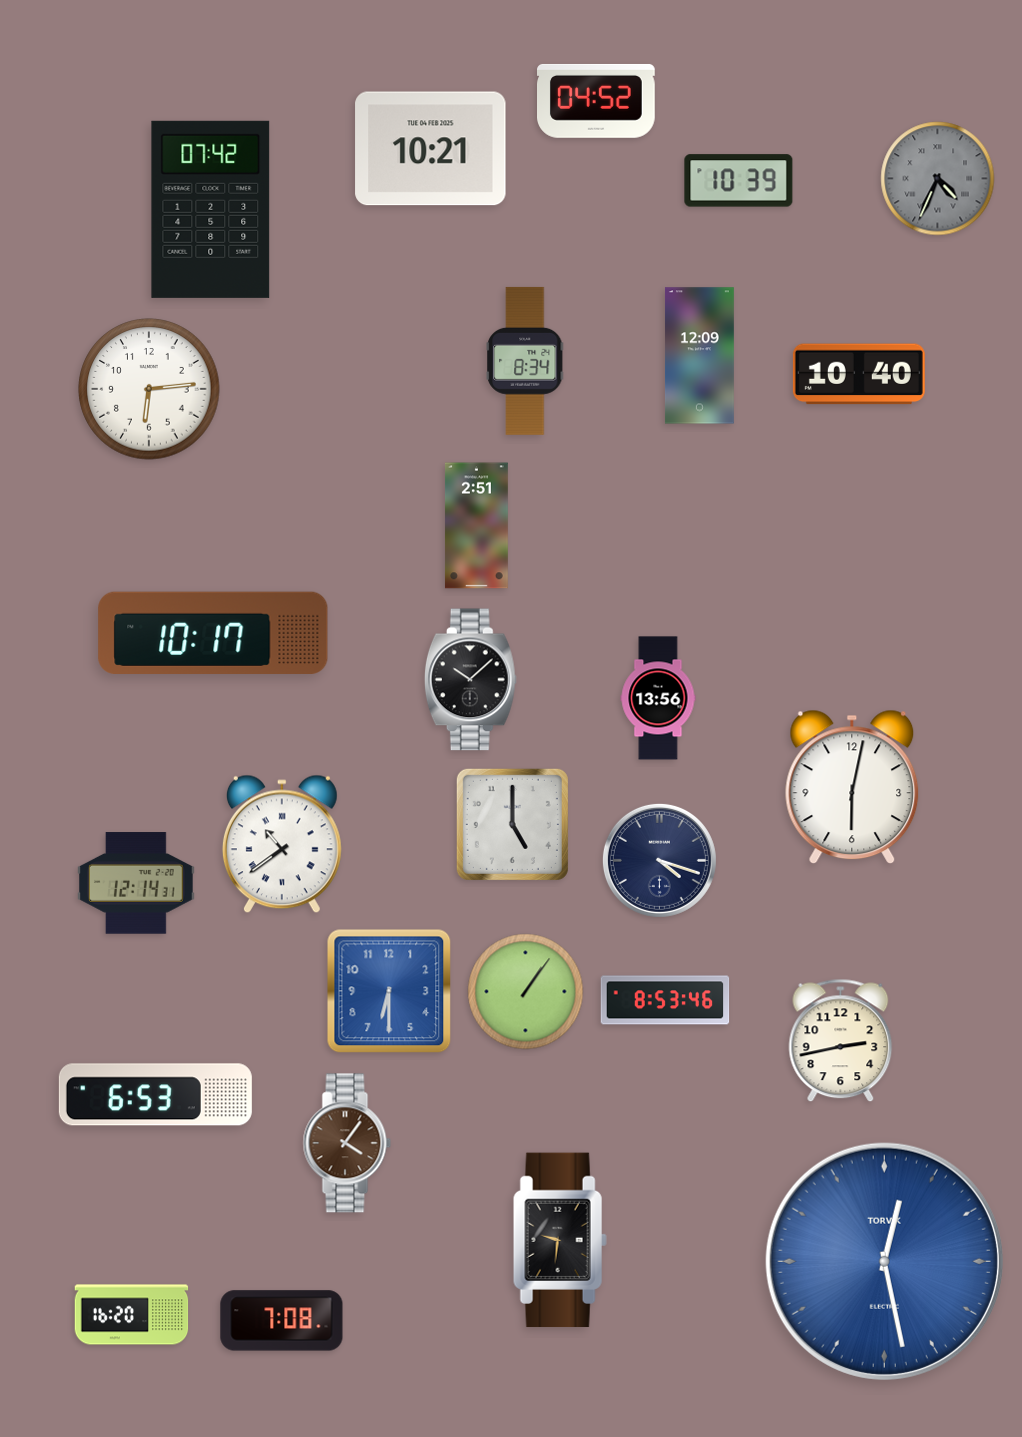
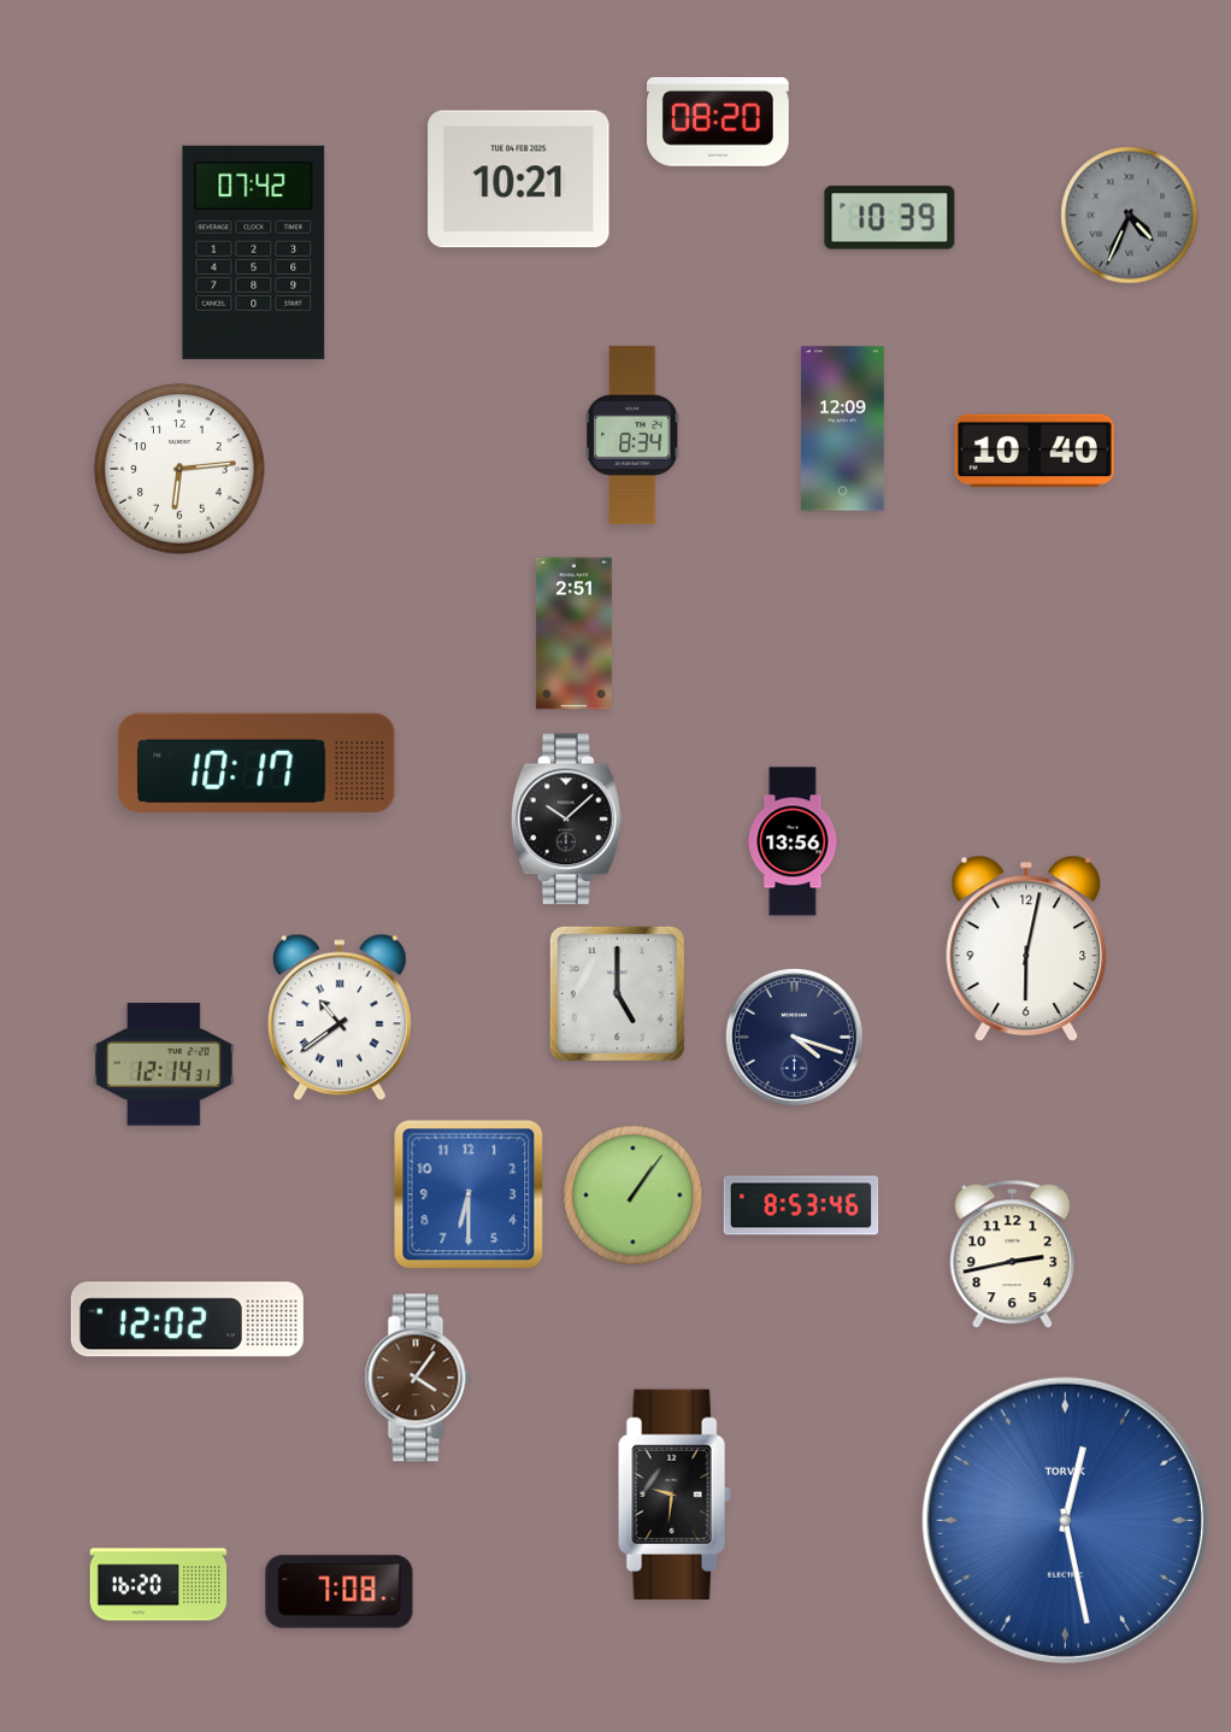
clock at (597, 101): 04:52 -> 08:20
clock at (155, 1095): 6:53 -> 12:02
